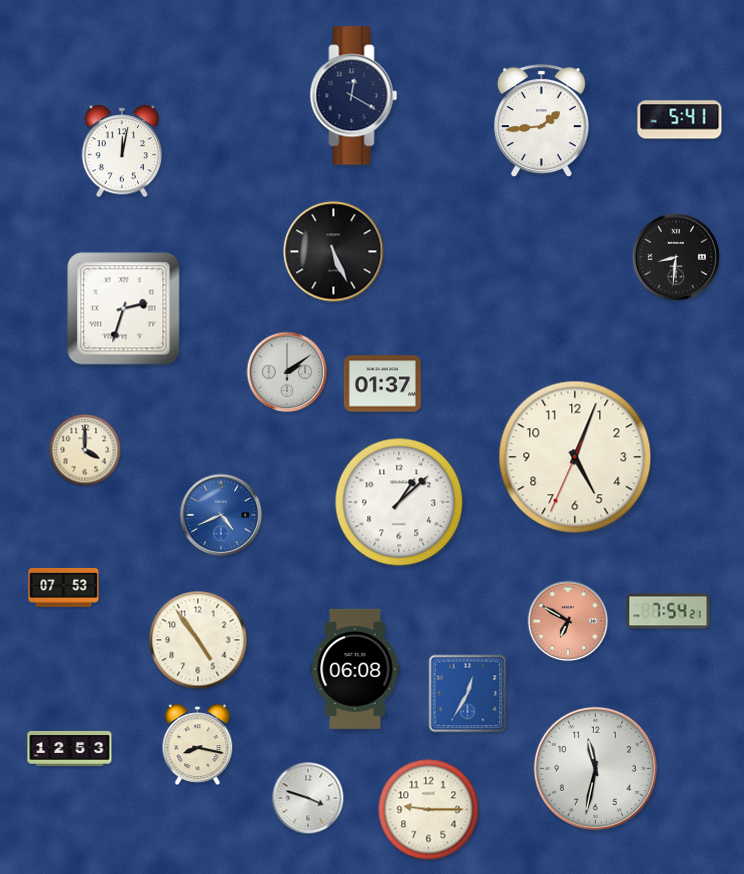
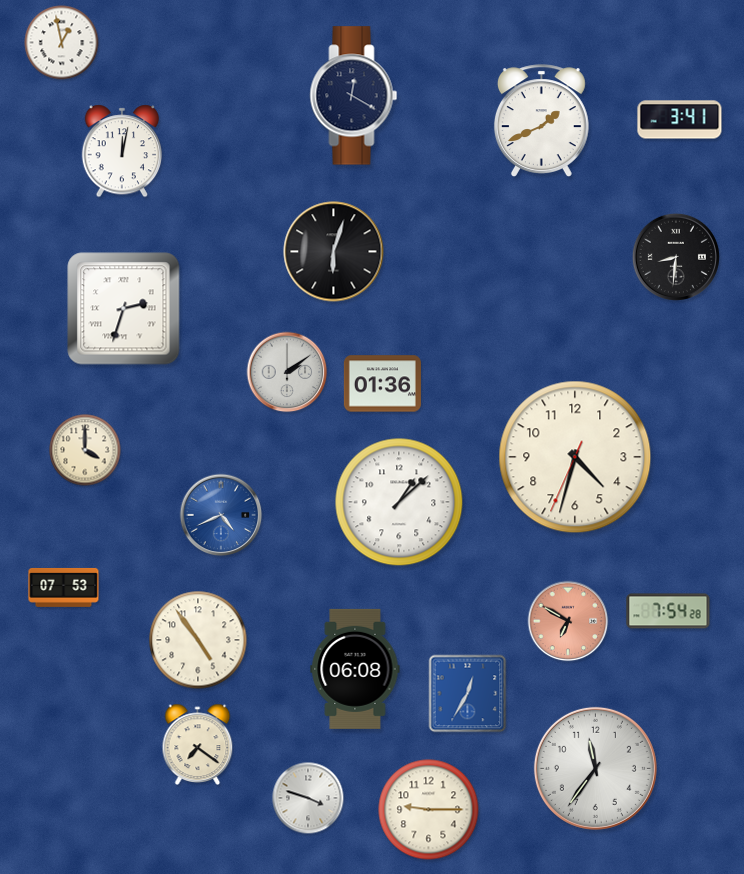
clock at (62, 43): none -> 12:58
clock at (680, 120): 5:41 -> 3:41
clock at (541, 121): 1:44 -> 1:41
clock at (334, 252): 5:26 -> 6:03
clock at (382, 384): 01:37 -> 01:36
clock at (575, 457): 5:03 -> 4:32
clock at (668, 611): 7:54:21 -> 7:54:28
clock at (198, 744): 8:17 -> 7:21
clock at (70, 748): 12:53 -> none
clock at (595, 768): 11:32 -> 11:36
